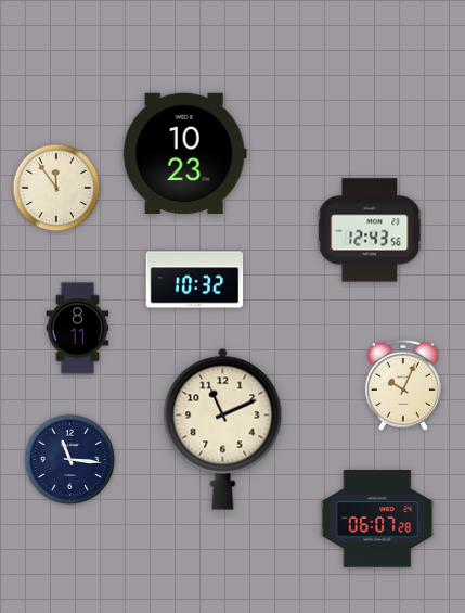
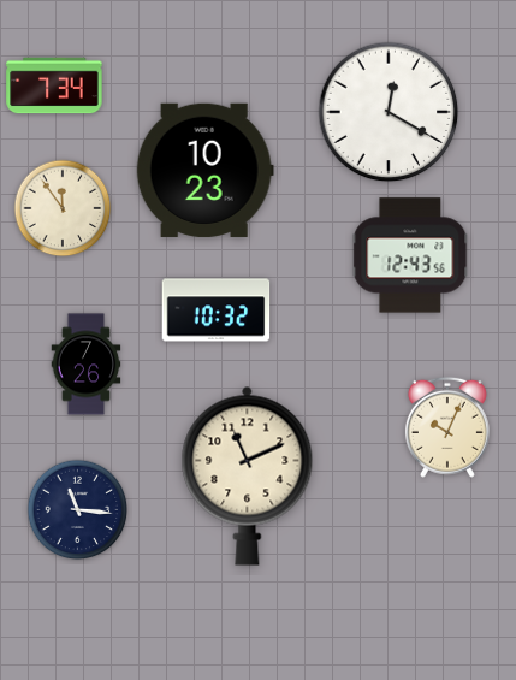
clock at (54, 85): none -> 7:34
clock at (389, 112): none -> 12:20
clock at (78, 329): 8:11 -> 7:26
clock at (377, 519): 06:07 -> none
